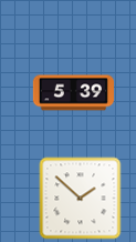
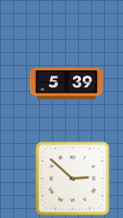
clock at (81, 199): 1:52 -> 2:52
